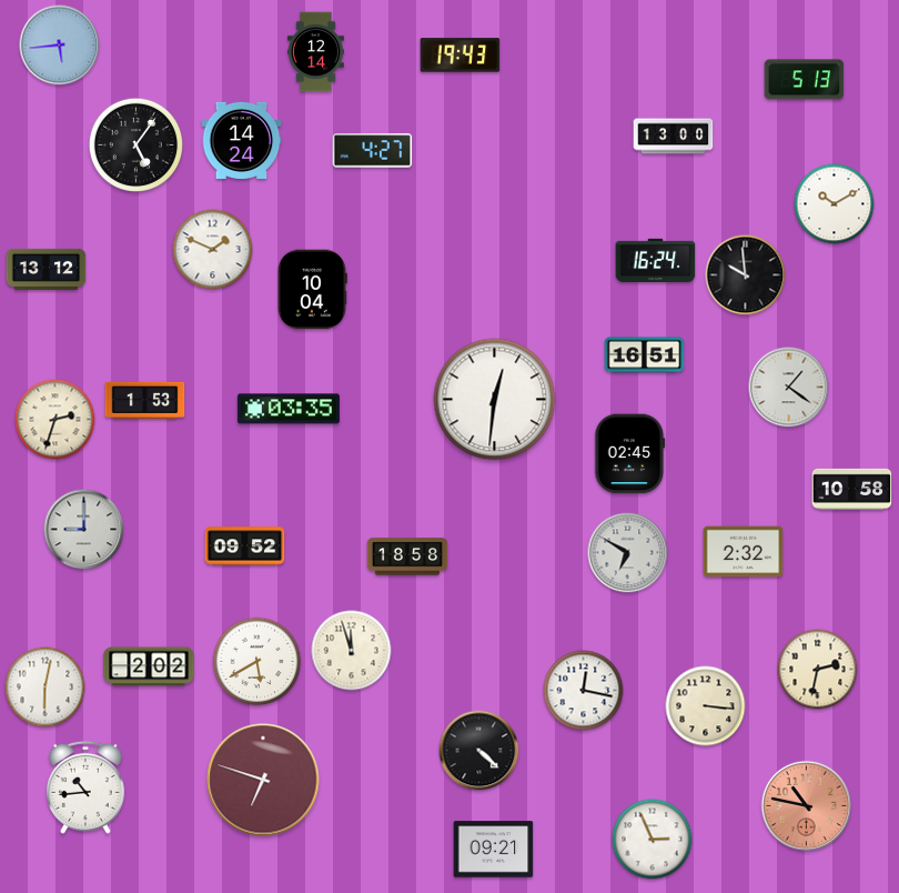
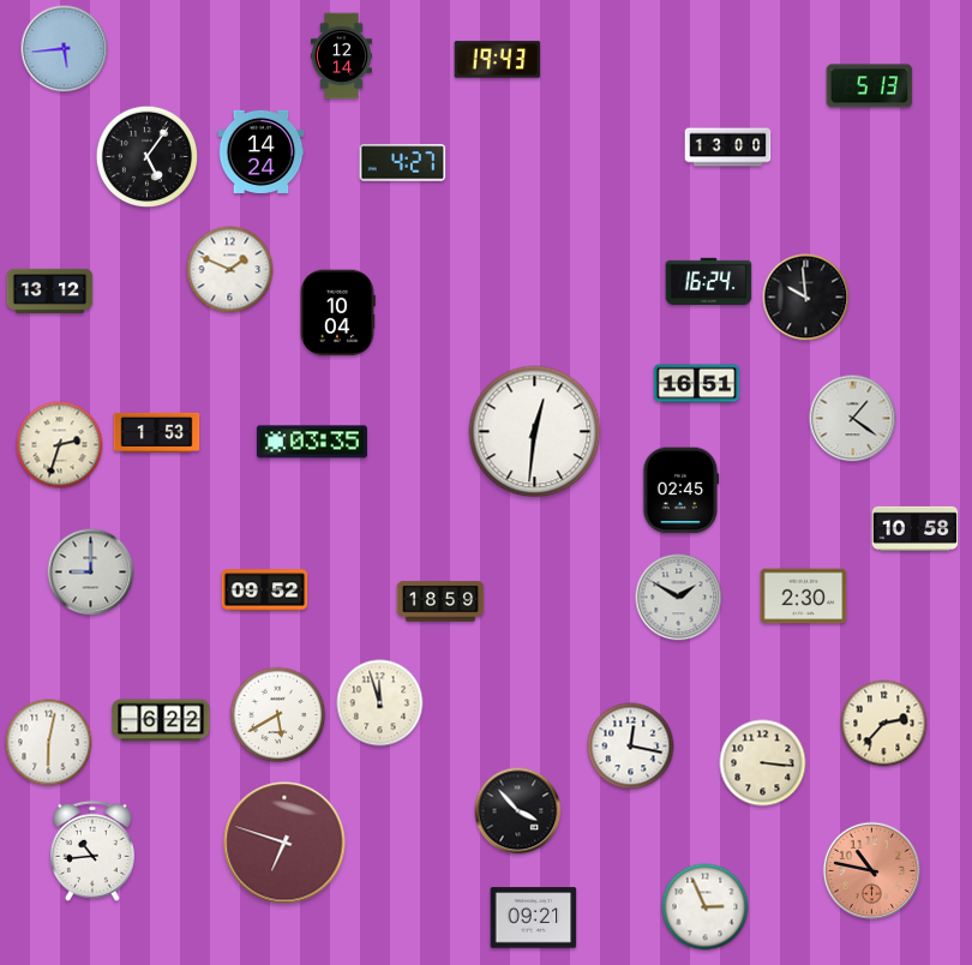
clock at (835, 204): 10:10 -> none
clock at (55, 420) position: (55, 420) -> (60, 445)
clock at (852, 489) position: (852, 489) -> (916, 528)
clock at (744, 552): 2:32 -> 2:30
clock at (628, 553): 6:50 -> 1:50
clock at (407, 556): 18:58 -> 18:59
clock at (149, 666): 2:02 -> 6:22
clock at (818, 670): 2:32 -> 2:37
clock at (479, 751): 4:22 -> 3:53
